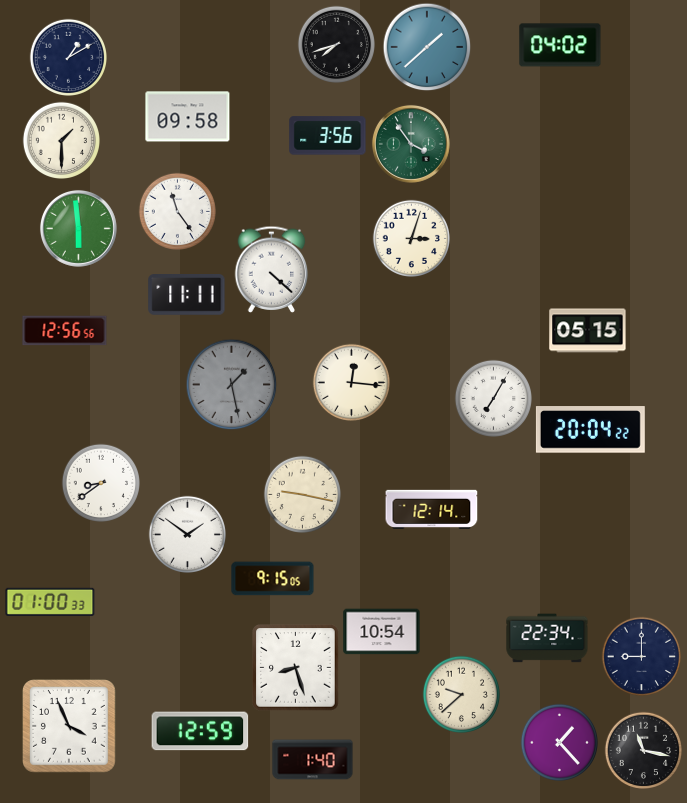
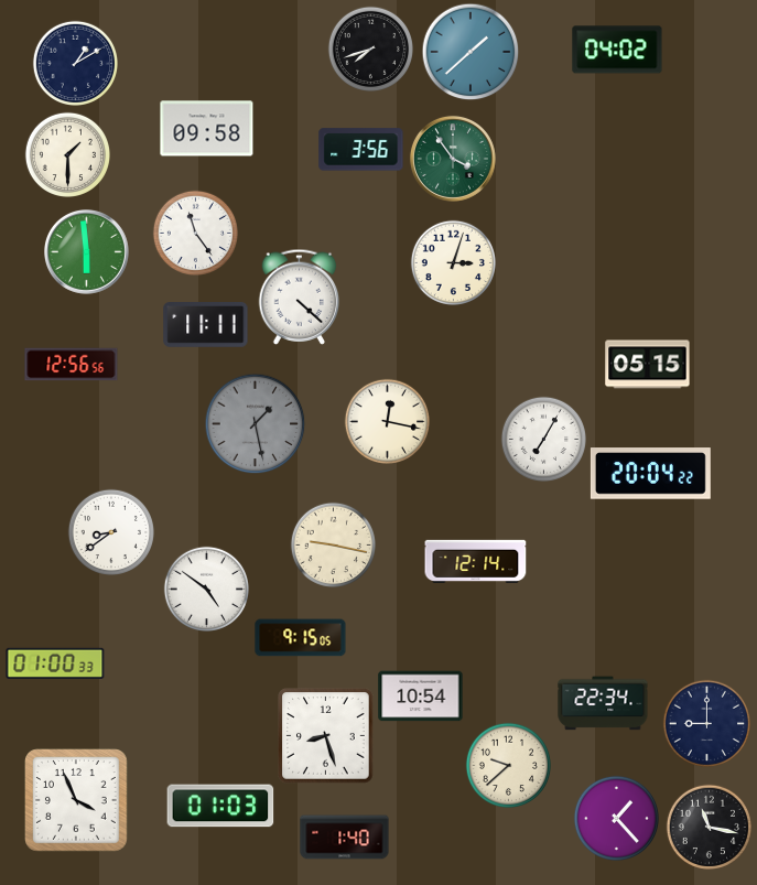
clock at (351, 382): 12:16 -> 12:17
clock at (187, 534): 1:51 -> 4:51
clock at (200, 731): 12:59 -> 01:03
